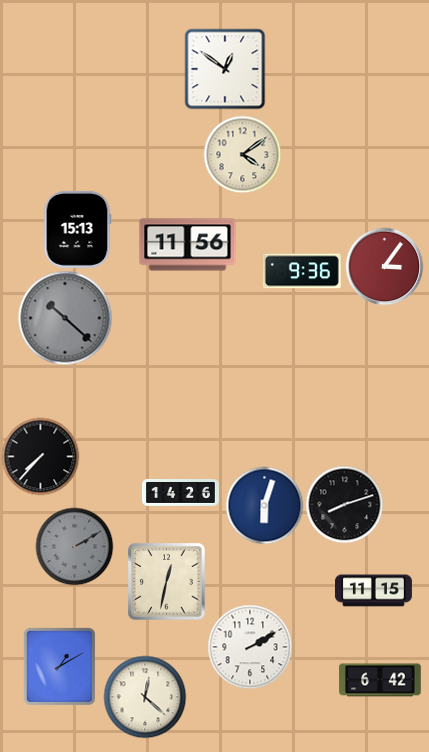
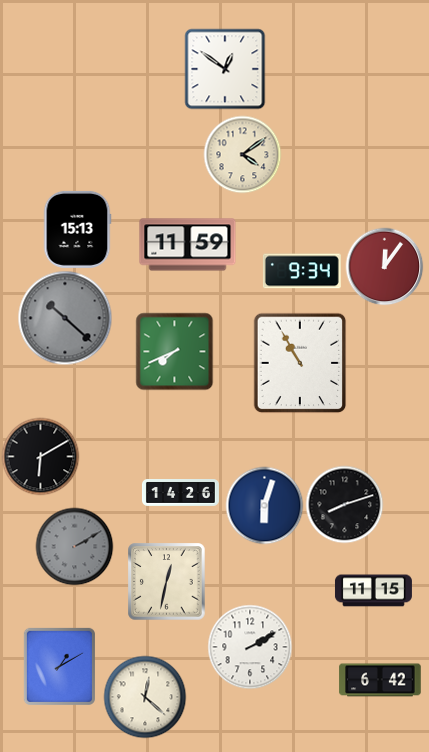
clock at (188, 245): 11:56 -> 11:59
clock at (384, 266): 3:06 -> 12:06
clock at (302, 271): 9:36 -> 9:34
clock at (174, 351): none -> 7:41
clock at (300, 363): none -> 10:55
clock at (40, 456): 7:37 -> 6:10
